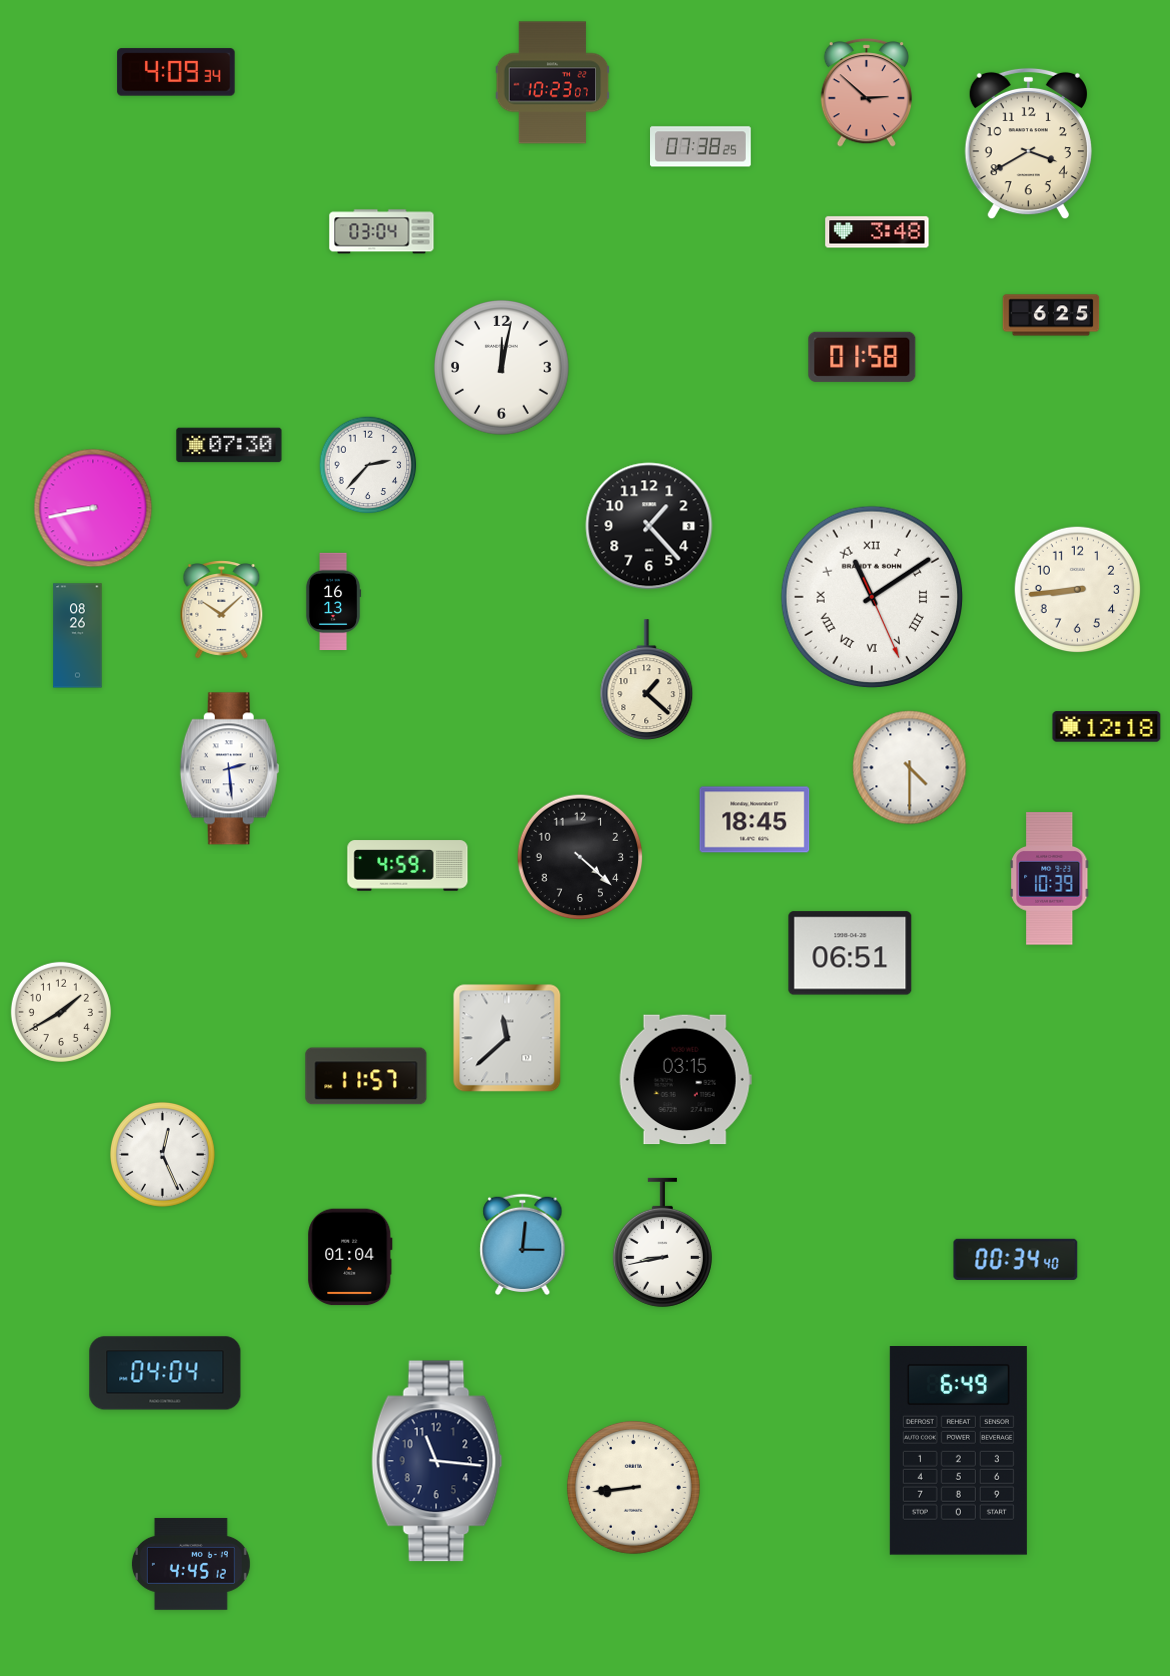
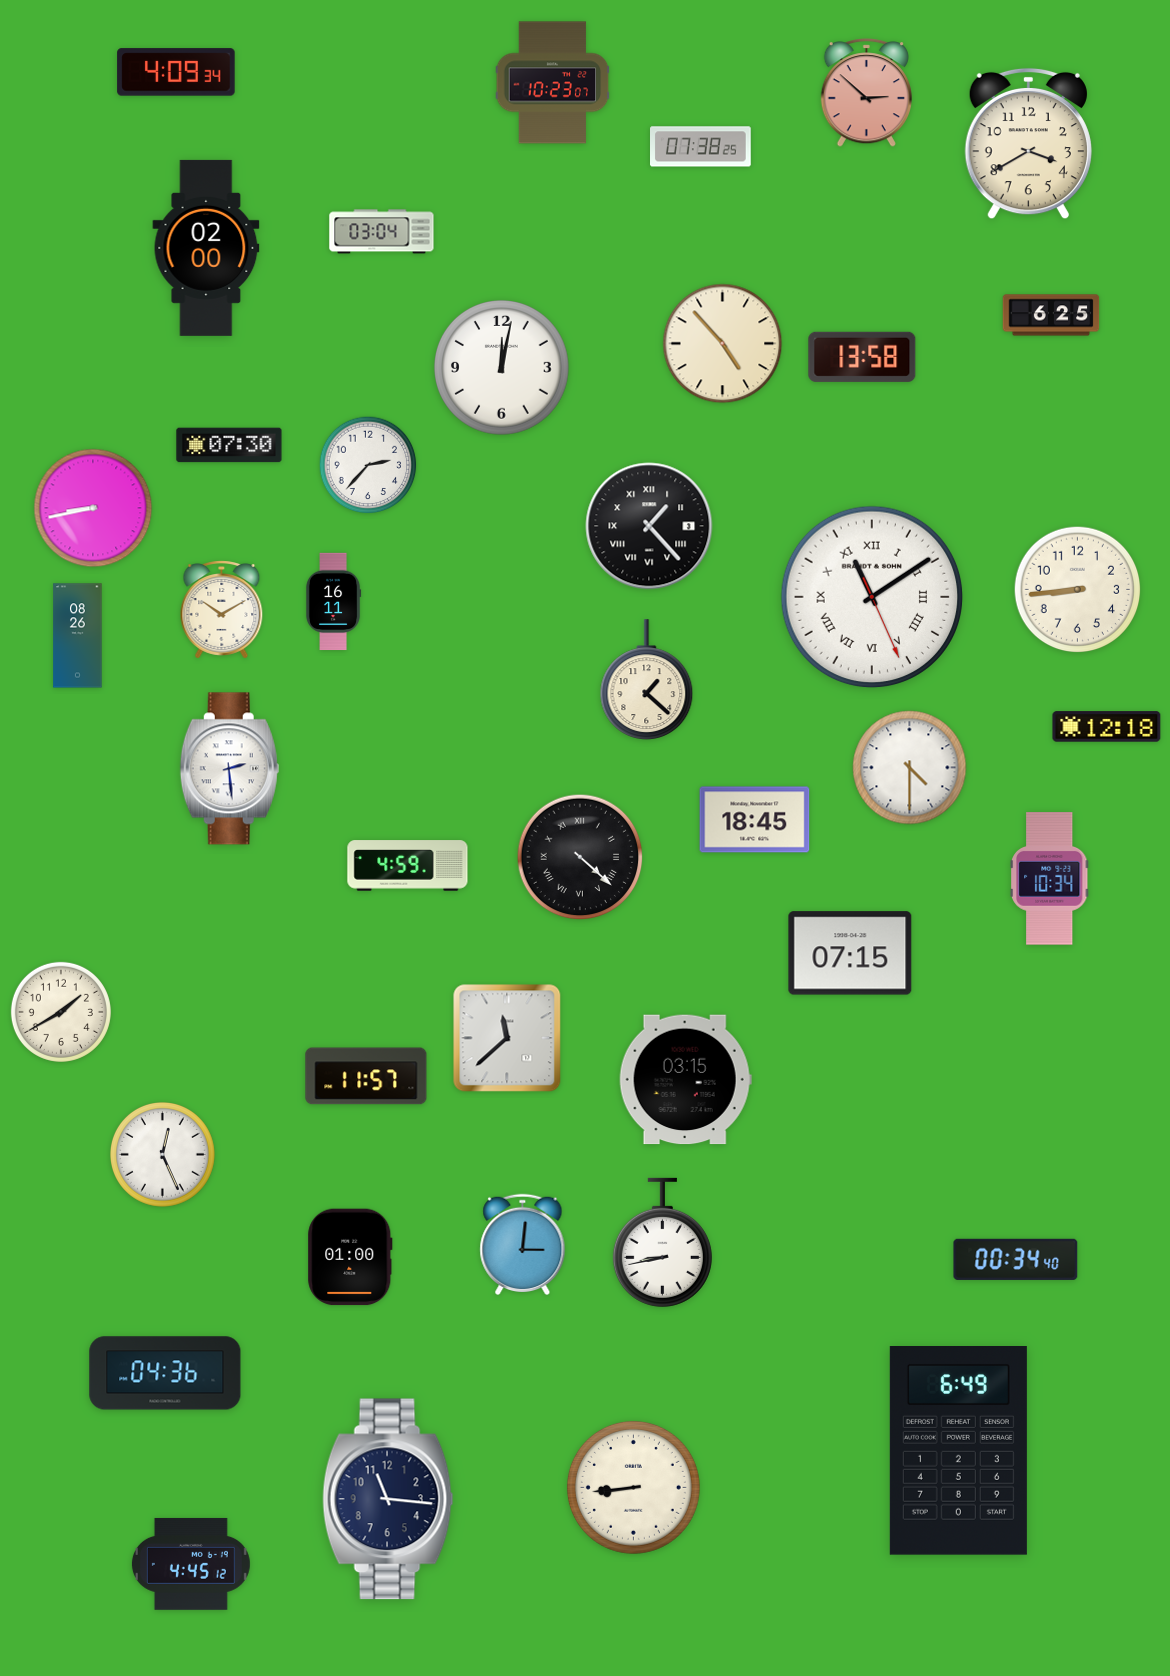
clock at (877, 232): 3:48 -> none
clock at (206, 248): none -> 02:00
clock at (723, 344): none -> 4:53
clock at (862, 357): 01:58 -> 13:58
clock at (649, 526) numerals: Arabic -> Roman
clock at (333, 602): 16:13 -> 16:11
clock at (222, 610): 10:08 -> 10:10
clock at (580, 857) numerals: Arabic -> Roman
clock at (1049, 879): 10:39 -> 10:34
clock at (850, 953): 06:51 -> 07:15
clock at (350, 1257): 01:04 -> 01:00
clock at (165, 1373): 04:04 -> 04:36
clock at (437, 1461) position: (437, 1461) -> (388, 1499)
